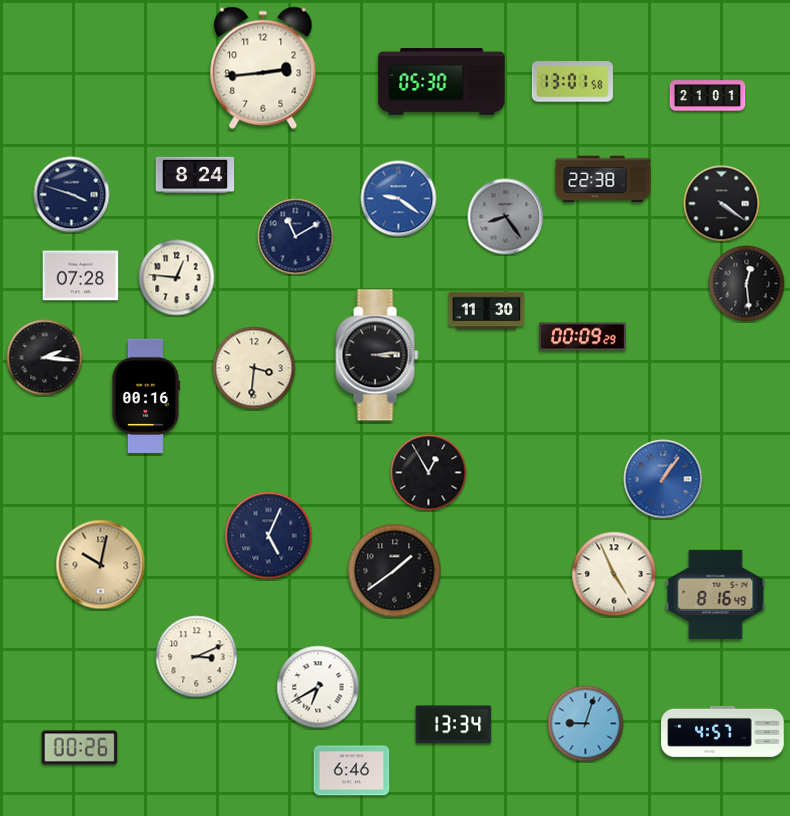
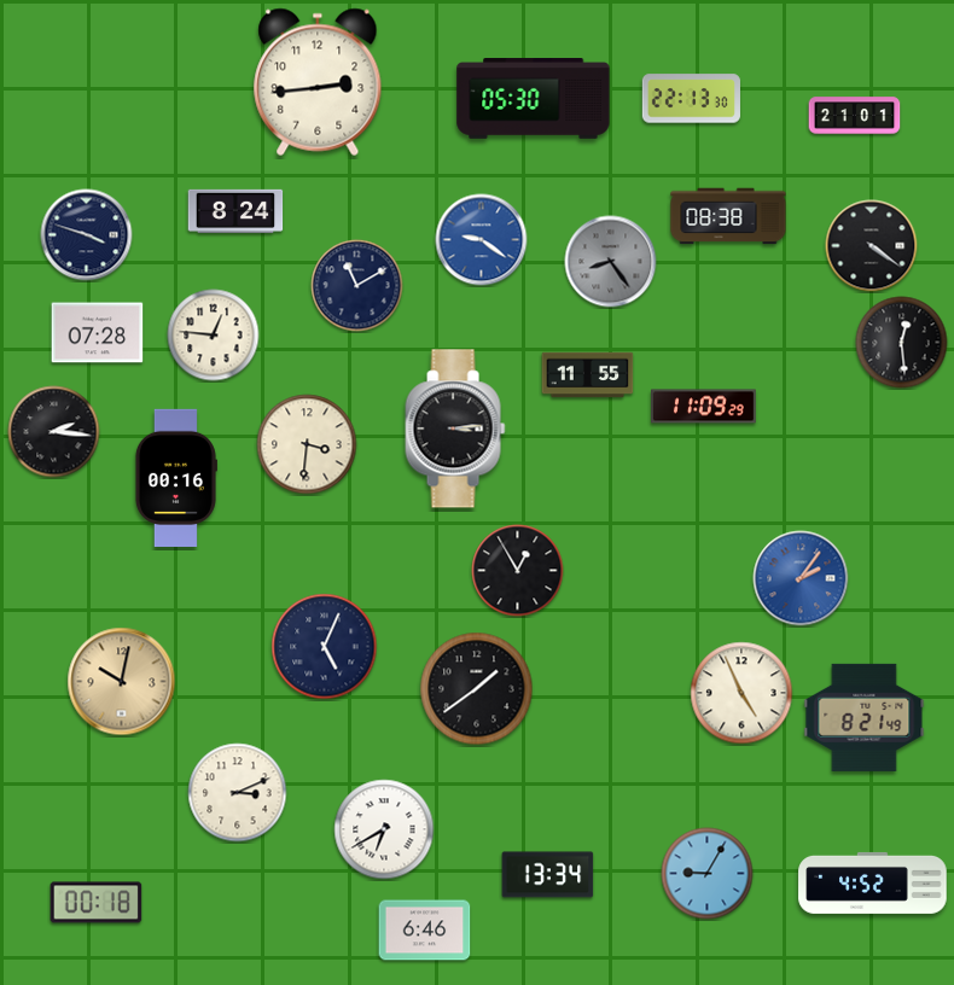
clock at (572, 82): 13:01 -> 22:13
clock at (603, 179): 22:38 -> 08:38
clock at (487, 311): 11:30 -> 11:55
clock at (583, 337): 00:09 -> 11:09
clock at (663, 479): 1:06 -> 2:06
clock at (716, 594): 8:16 -> 8:21
clock at (586, 724): 9:03 -> 9:05
clock at (723, 731): 4:57 -> 4:52
clock at (80, 748): 00:26 -> 00:18
